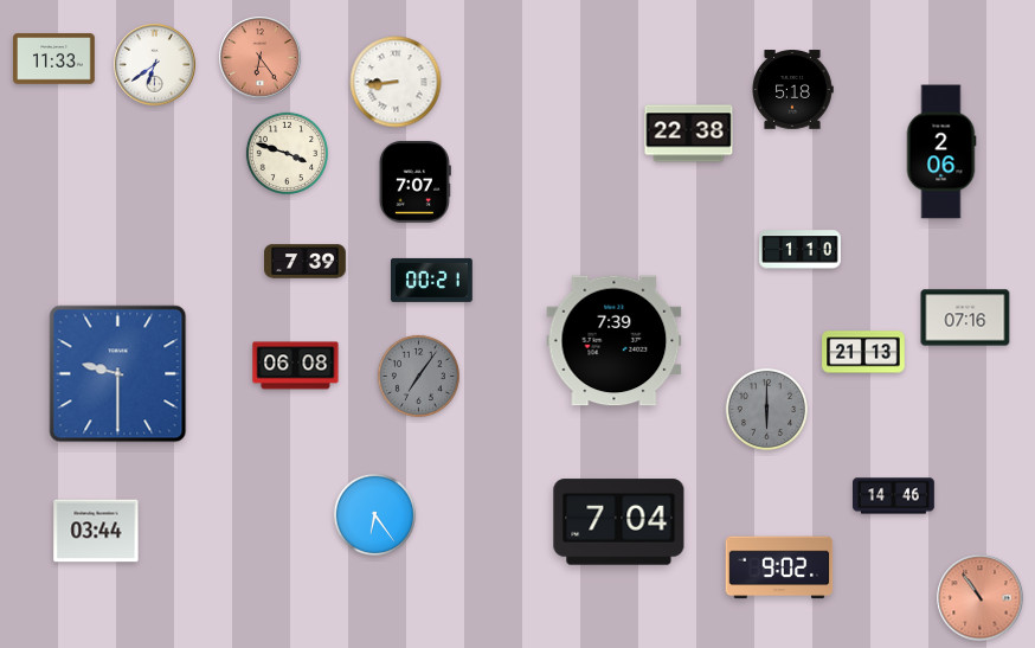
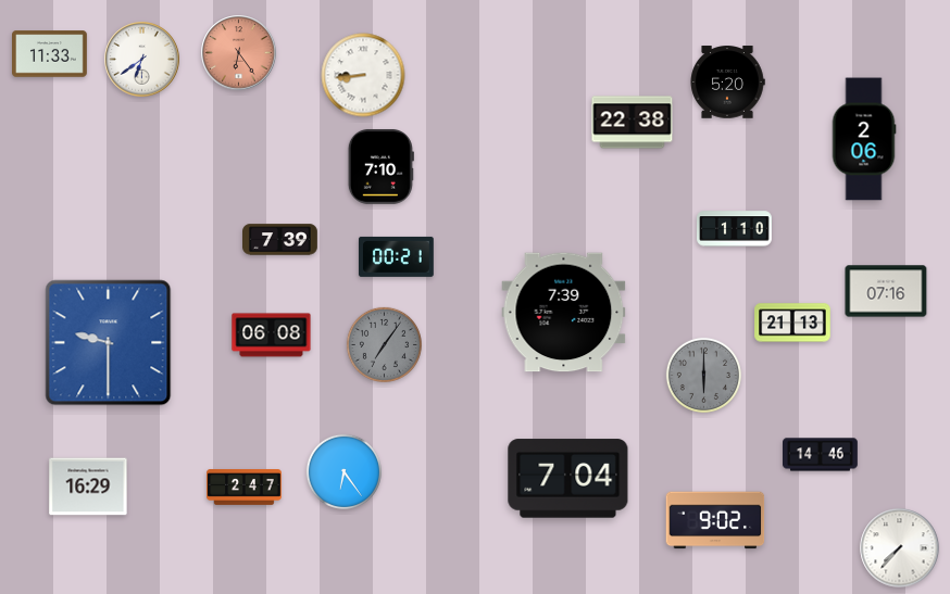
clock at (792, 90): 5:18 -> 5:20
clock at (287, 153): 3:48 -> none
clock at (414, 181): 7:07 -> 7:10
clock at (96, 531): 03:44 -> 16:29
clock at (245, 488): none -> 2:47
clock at (981, 598): 10:54 -> 7:37
clock at (981, 598) dial: salmon -> white
